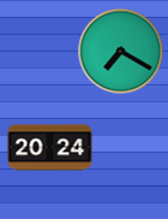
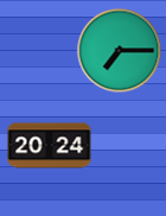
clock at (121, 52): 7:20 -> 7:15
